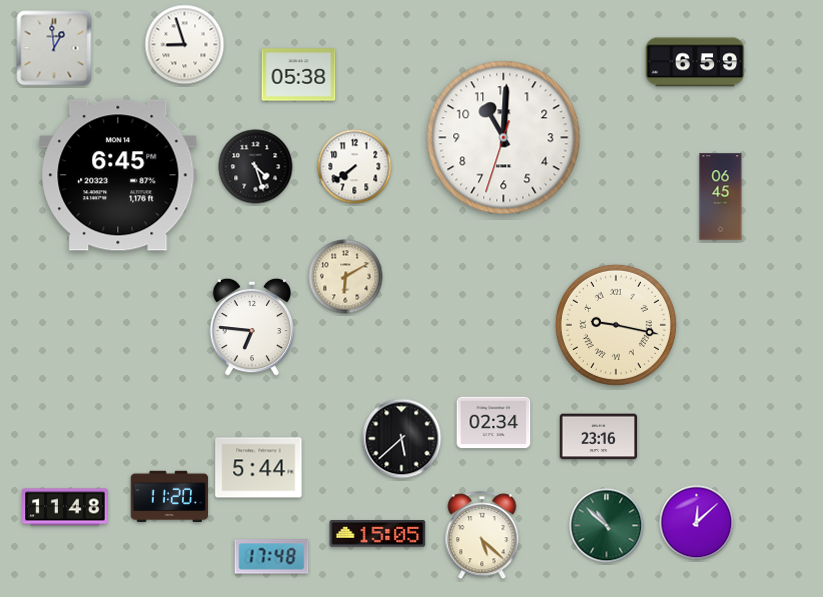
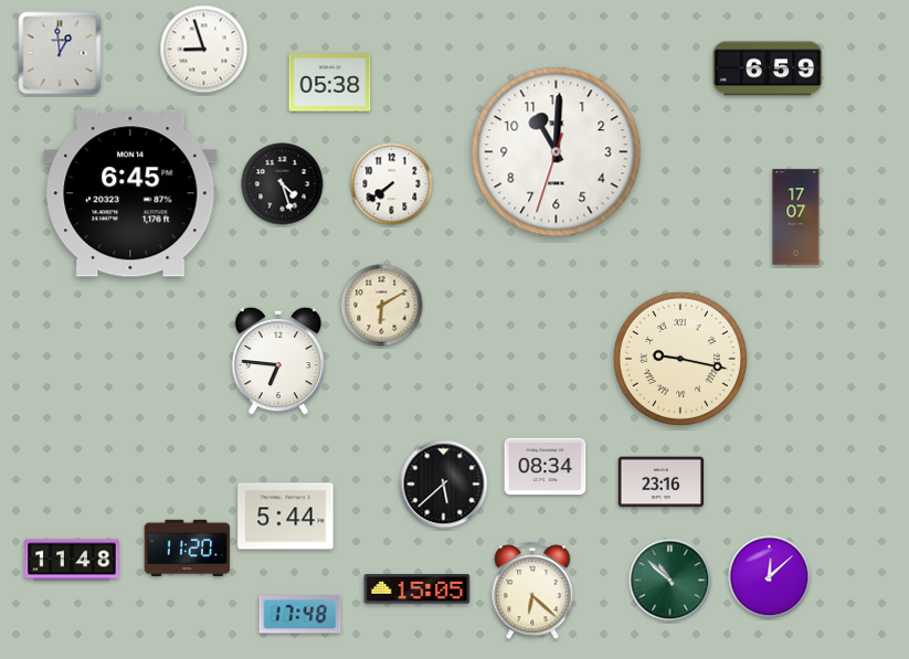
clock at (721, 197): 06:45 -> 17:07
clock at (494, 423): 02:34 -> 08:34
clock at (482, 536): 5:22 -> 6:22
